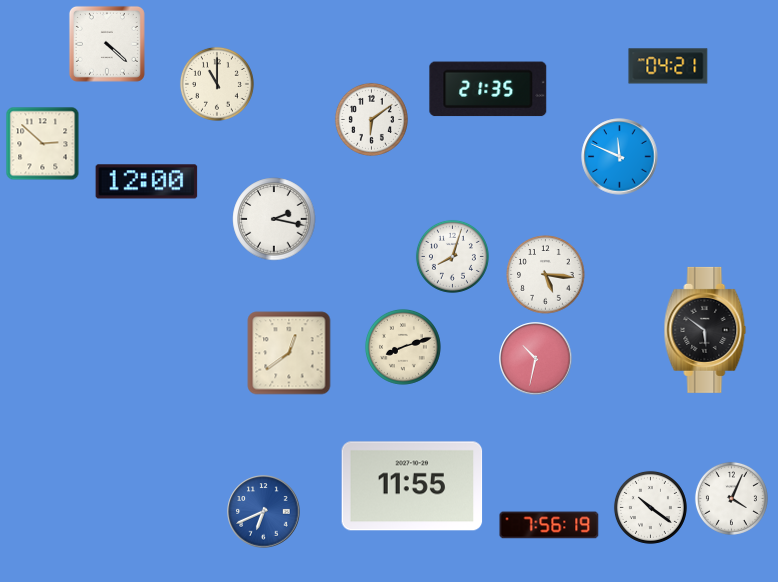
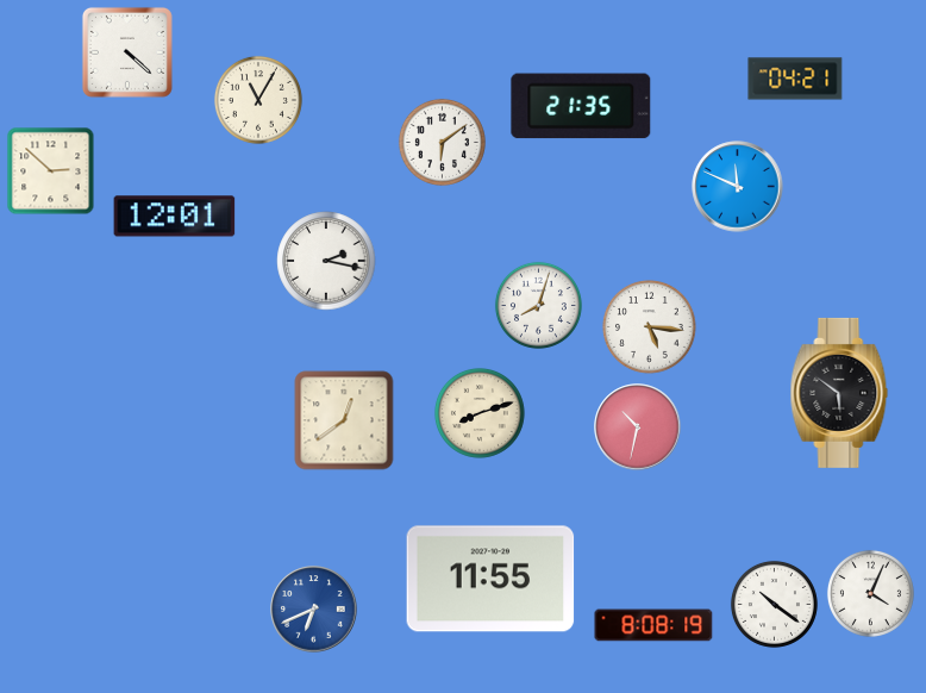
clock at (217, 84): 11:00 -> 11:05
clock at (147, 182): 12:00 -> 12:01
clock at (549, 525): 7:56 -> 8:08
